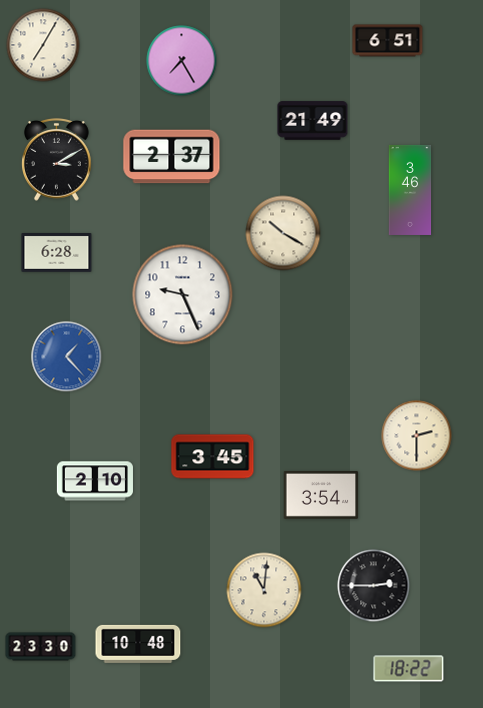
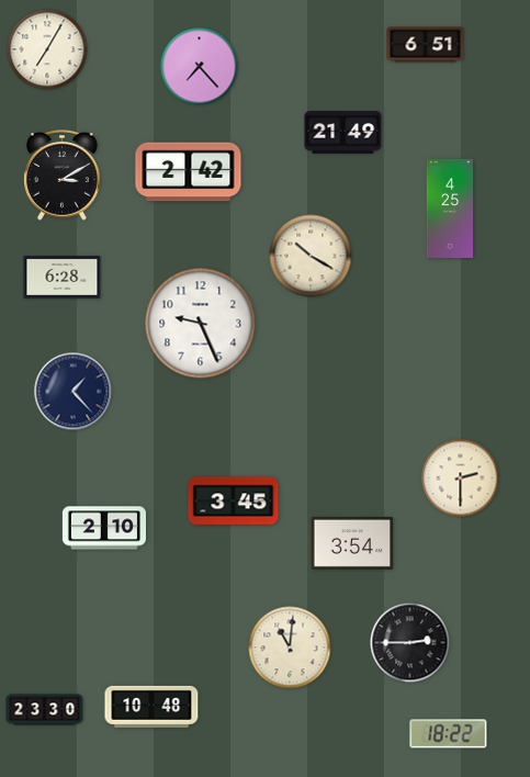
clock at (182, 61): 7:25 -> 7:23
clock at (172, 157): 2:37 -> 2:42
clock at (410, 190): 3:46 -> 4:25
clock at (67, 357) dial: blue -> navy
clock at (417, 436) position: (417, 436) -> (461, 478)
